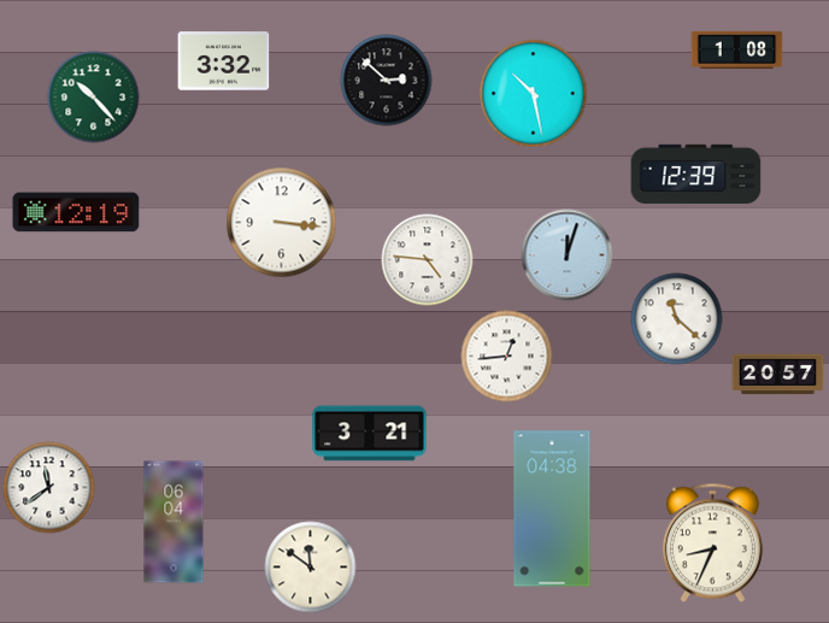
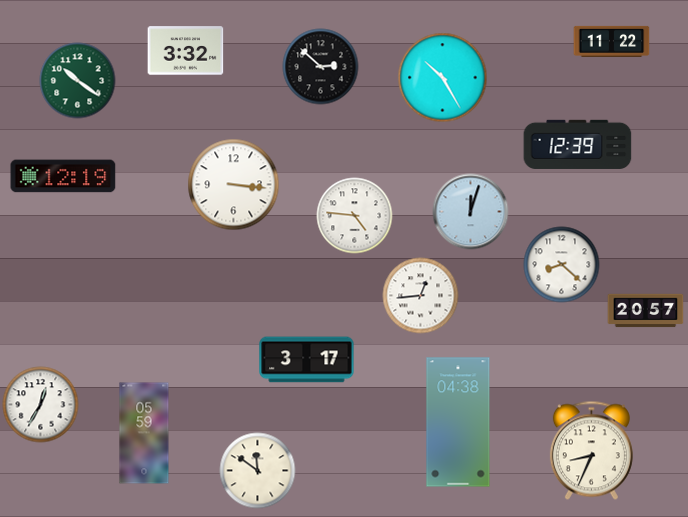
clock at (737, 49): 1:08 -> 11:22
clock at (534, 94): 10:28 -> 10:25
clock at (94, 98): 10:23 -> 10:21
clock at (677, 319): 11:22 -> 8:22
clock at (370, 434): 3:21 -> 3:17
clock at (49, 488): 11:39 -> 12:35
clock at (174, 522): 06:04 -> 05:59
